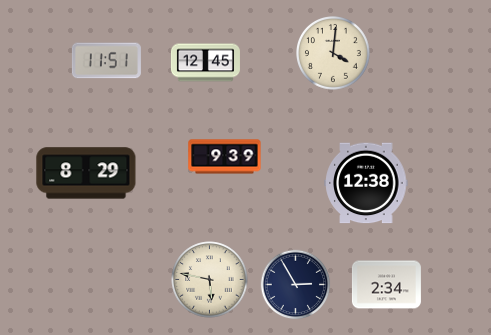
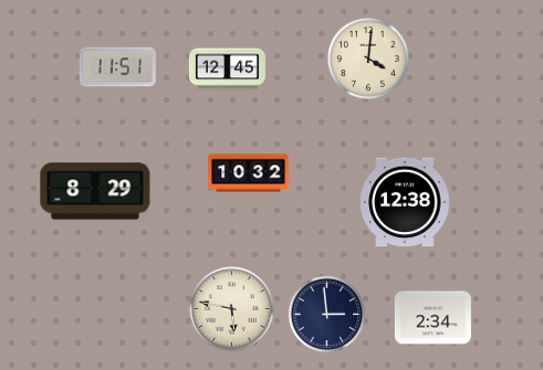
clock at (225, 157): 9:39 -> 10:32
clock at (296, 285): 2:55 -> 2:59
clock at (386, 285) position: (386, 285) -> (432, 318)
